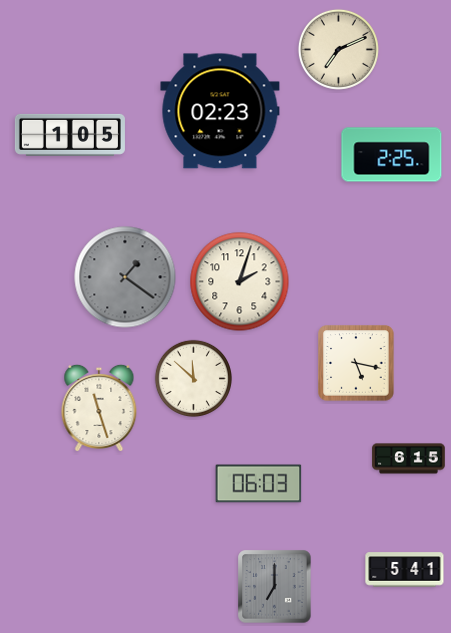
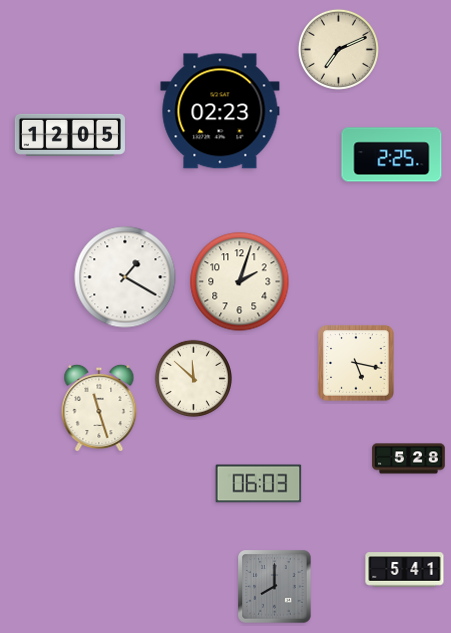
clock at (70, 135): 1:05 -> 12:05
clock at (125, 277): 1:21 -> 1:20
clock at (125, 277) dial: grey -> white
clock at (409, 459): 6:15 -> 5:28
clock at (275, 587): 7:00 -> 8:00
